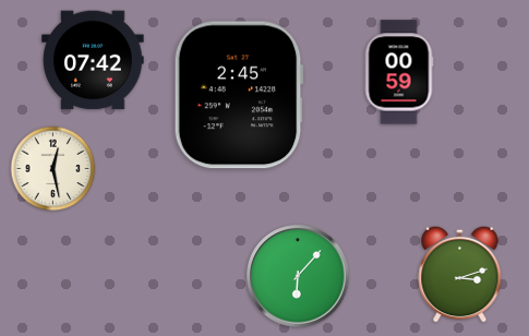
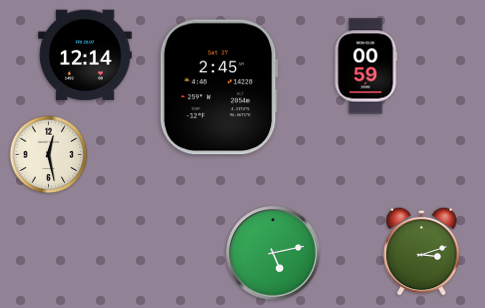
clock at (93, 60): 07:42 -> 12:14
clock at (298, 276): 6:07 -> 5:13
